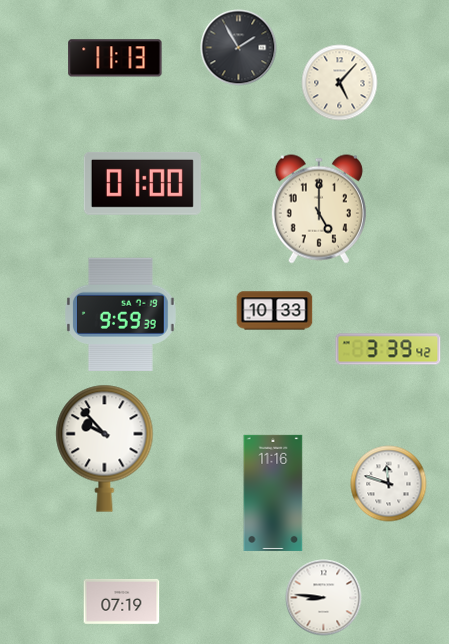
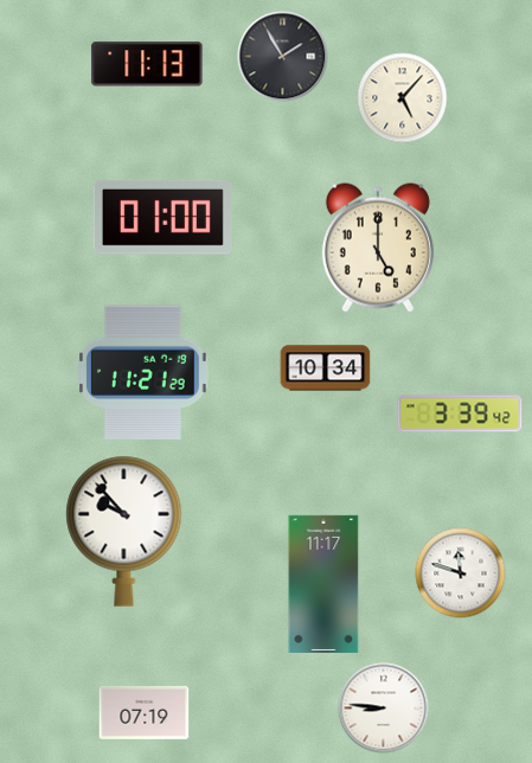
clock at (115, 58) position: (115, 58) -> (147, 64)
clock at (142, 183) position: (142, 183) -> (162, 217)
clock at (275, 311): 10:33 -> 10:34
clock at (121, 314): 9:59 -> 11:21
clock at (273, 493): 11:16 -> 11:17
